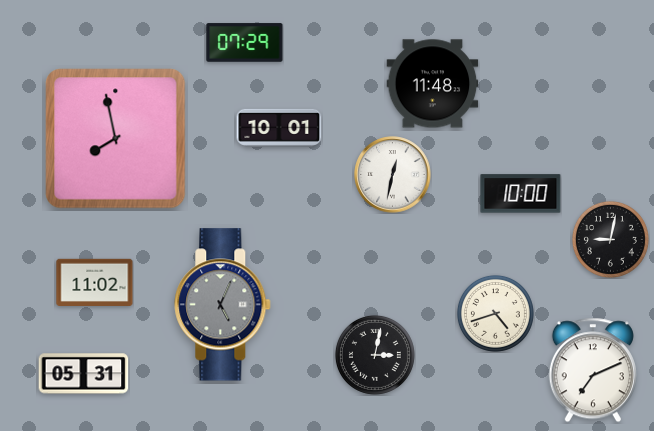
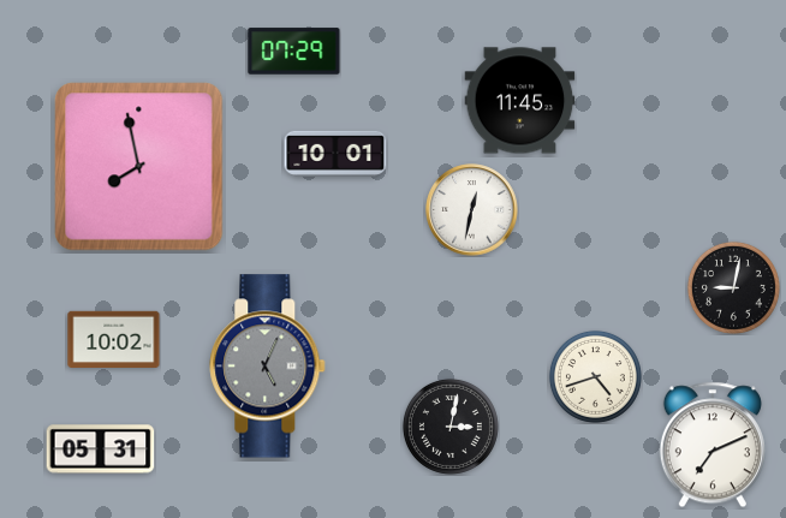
clock at (433, 84): 11:48 -> 11:45
clock at (521, 194): 10:00 -> none
clock at (95, 282): 11:02 -> 10:02
